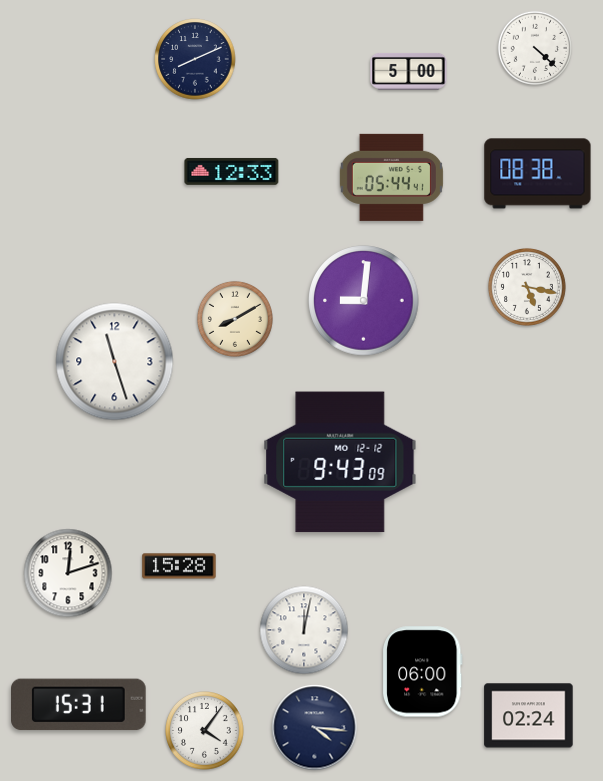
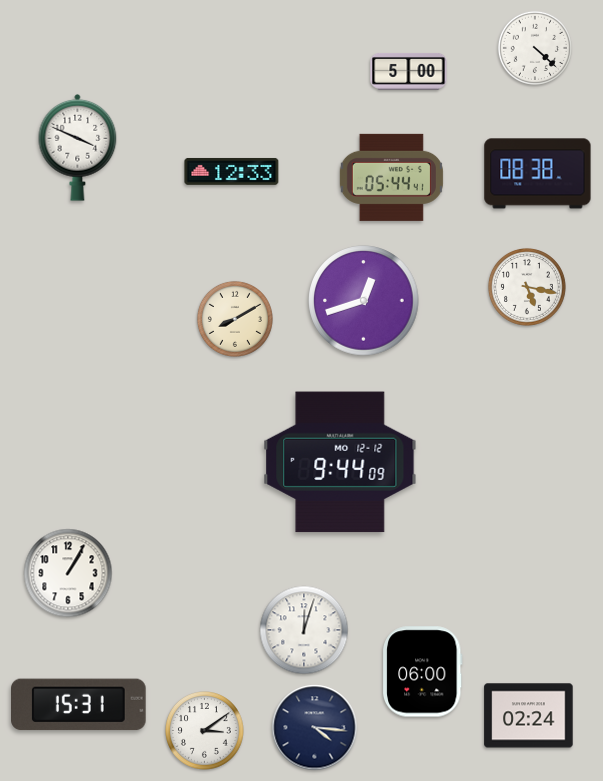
clock at (195, 59): 8:11 -> none
clock at (78, 147): none -> 3:49
clock at (364, 301): 9:01 -> 12:42
clock at (115, 362): 11:27 -> none
clock at (340, 462): 9:43 -> 9:44
clock at (179, 566): 15:28 -> none
clock at (68, 573): 12:12 -> 1:05
clock at (304, 630): 12:02 -> 12:03
clock at (205, 731): 4:06 -> 3:09
